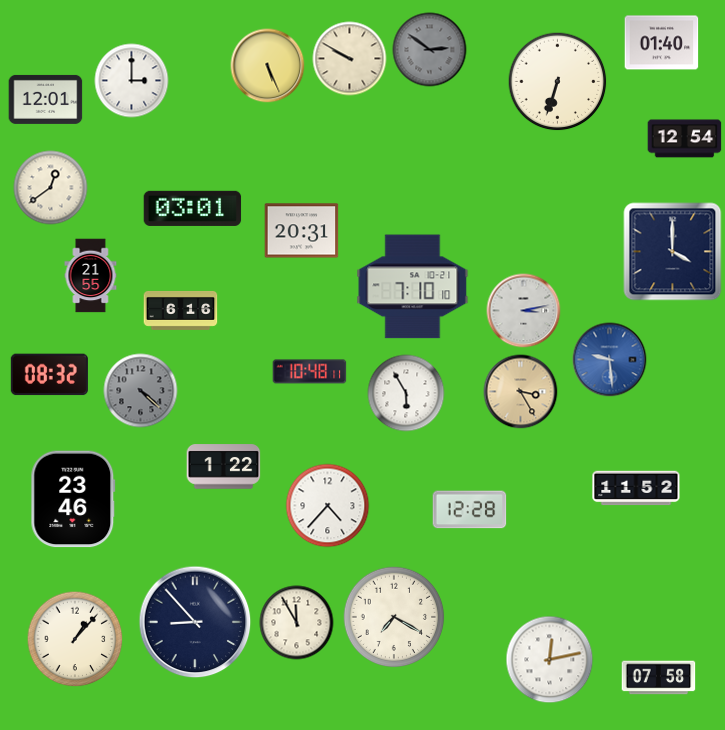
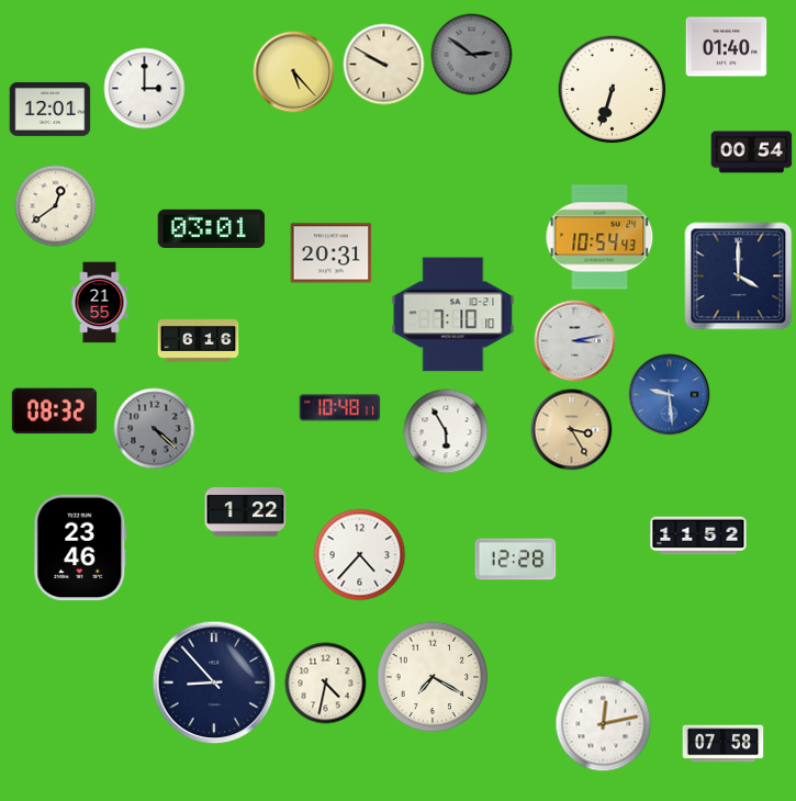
clock at (268, 66): 5:26 -> 5:23
clock at (685, 139): 12:54 -> 00:54
clock at (599, 237): none -> 10:54
clock at (297, 623): 11:55 -> 4:32
clock at (75, 639): 1:07 -> none
